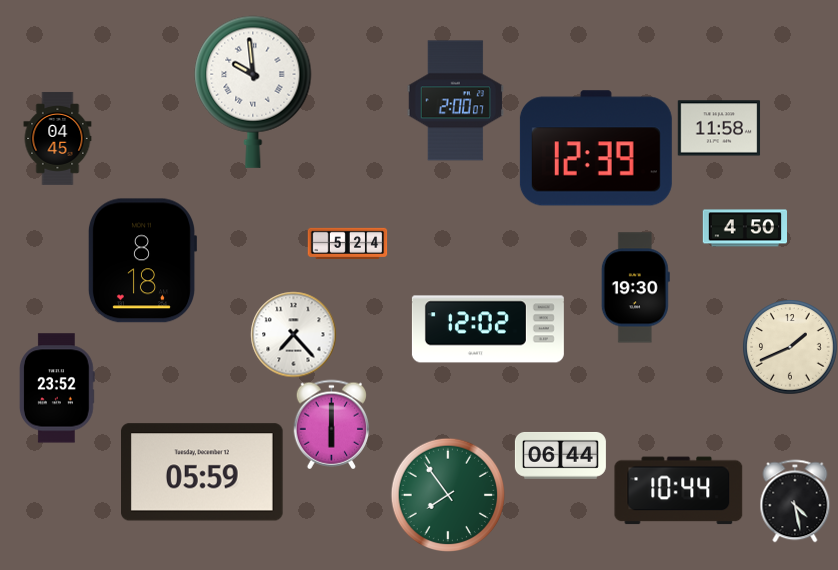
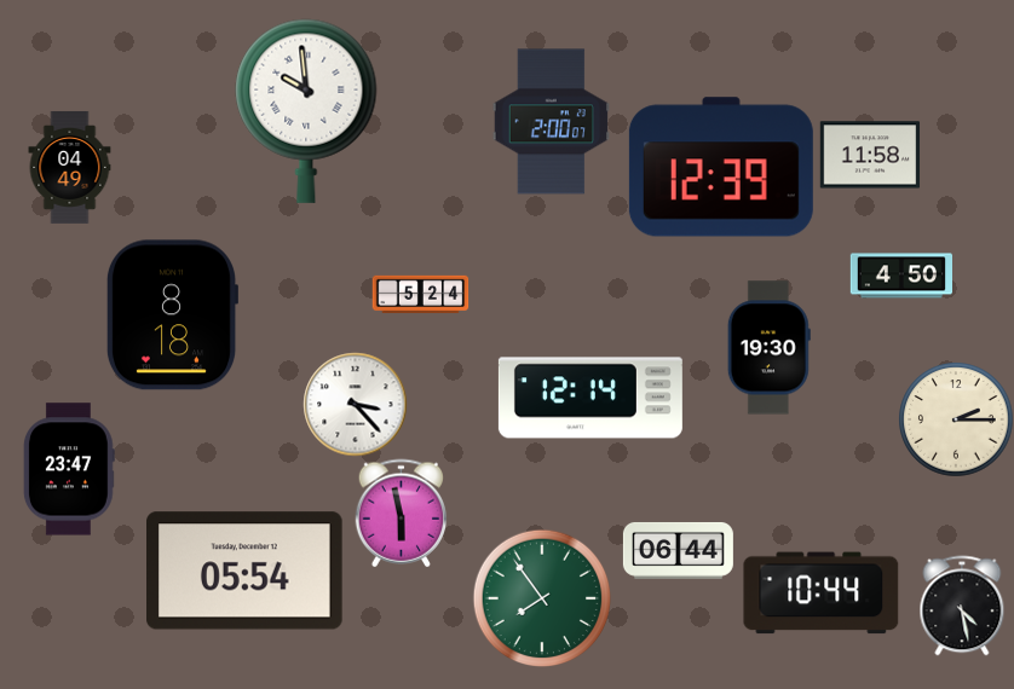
clock at (58, 138): 04:45 -> 04:49
clock at (596, 148) position: (596, 148) -> (721, 167)
clock at (488, 329): 12:02 -> 12:14
clock at (293, 334): 7:23 -> 3:23
clock at (790, 347): 1:41 -> 2:15
clock at (57, 388): 23:52 -> 23:47
clock at (332, 424): 6:00 -> 5:58
clock at (203, 472): 05:59 -> 05:54
